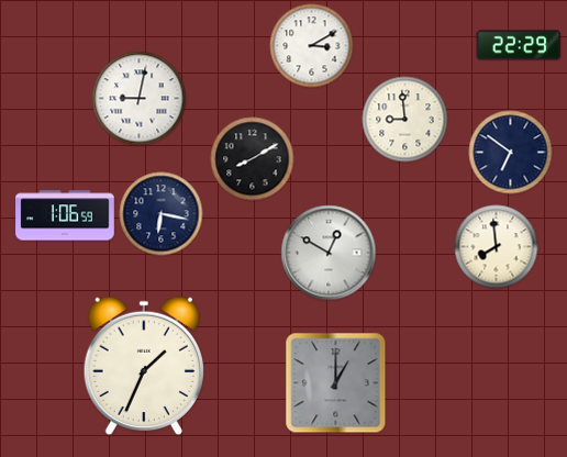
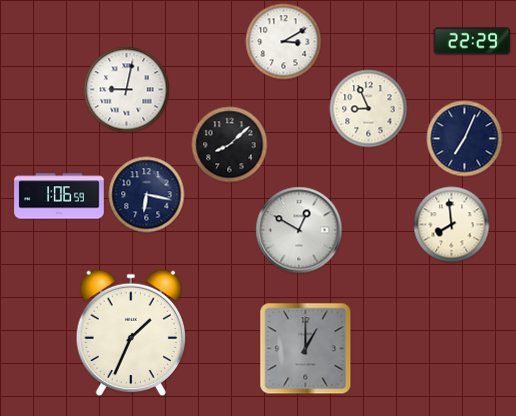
clock at (405, 120): 8:59 -> 8:56
clock at (511, 153): 6:51 -> 7:04
clock at (253, 159): 8:10 -> 8:08
